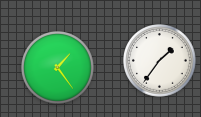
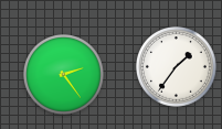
clock at (58, 68): 1:24 -> 2:24
